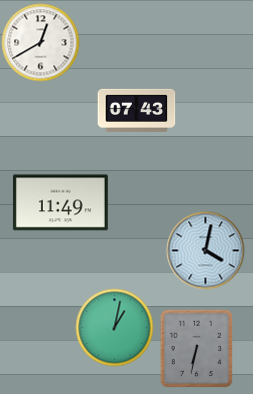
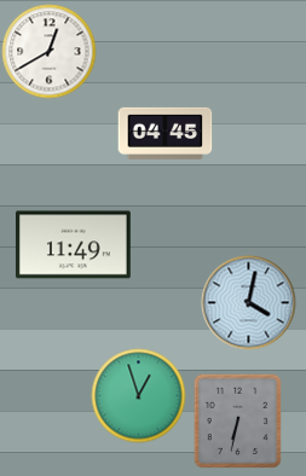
clock at (136, 110): 07:43 -> 04:45
clock at (114, 327): 1:02 -> 12:57
